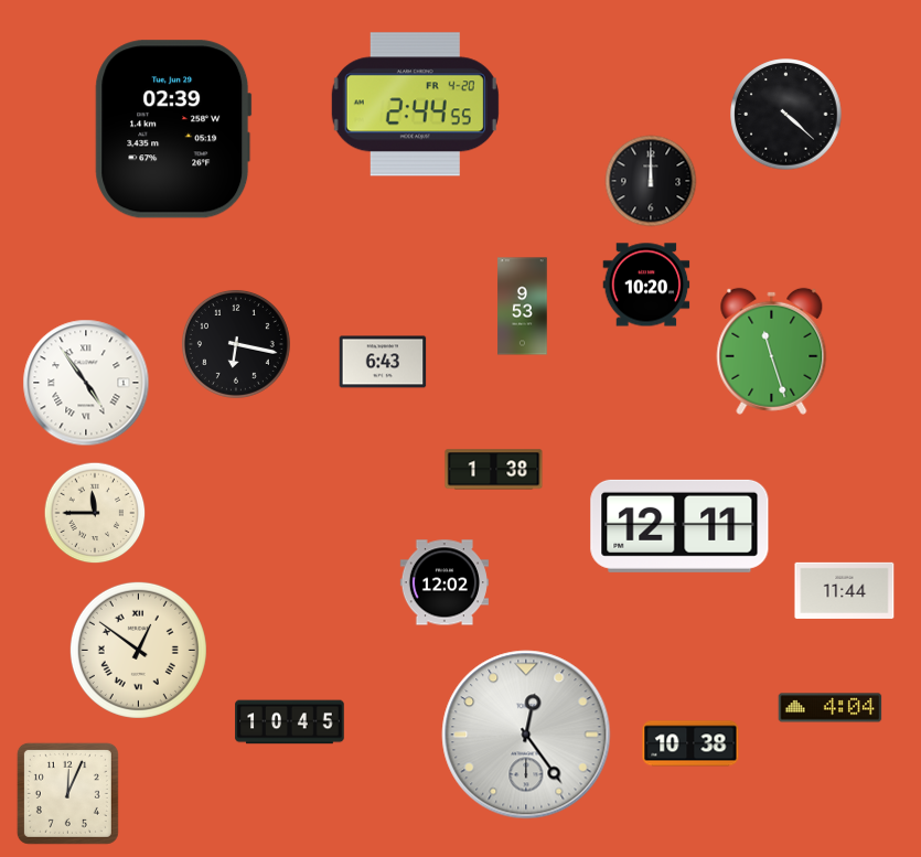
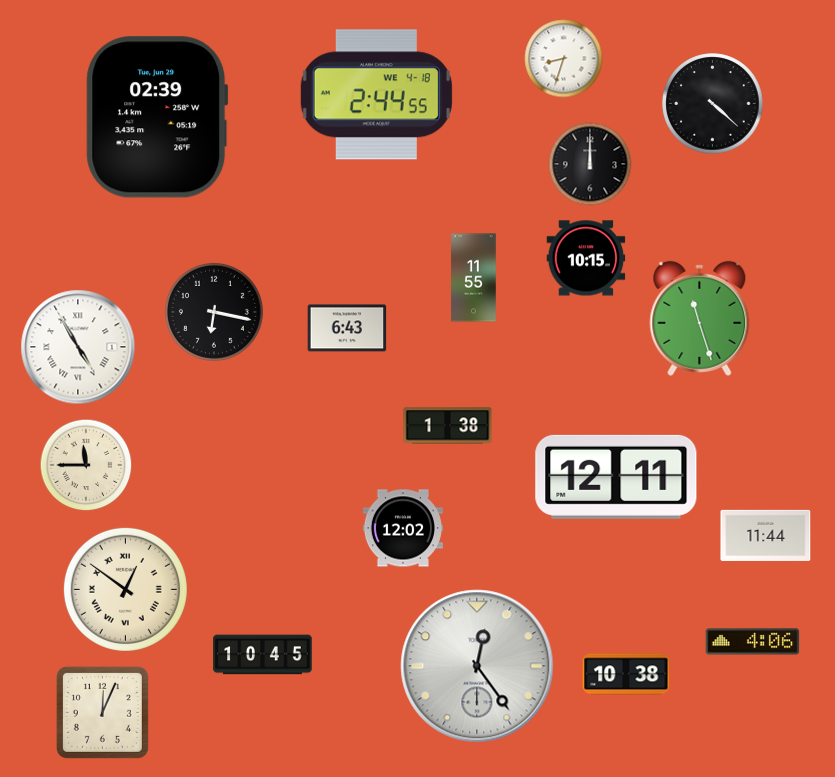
clock at (564, 59): none -> 8:33
clock at (415, 105) date: FR 4-20 -> WE 4-18
clock at (646, 285): 10:20 -> 10:15
clock at (523, 307): 9:53 -> 11:55
clock at (86, 383): 4:54 -> 4:55
clock at (831, 708): 4:04 -> 4:06
clock at (67, 793) position: (67, 793) -> (102, 712)
